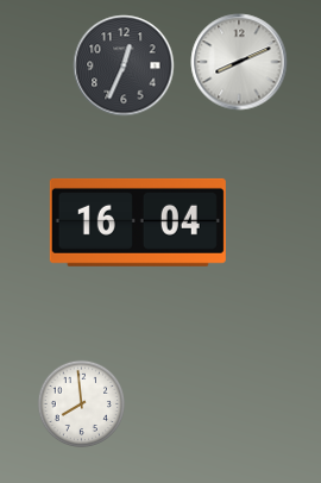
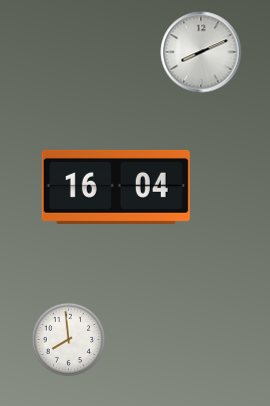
clock at (124, 65): 12:34 -> none
